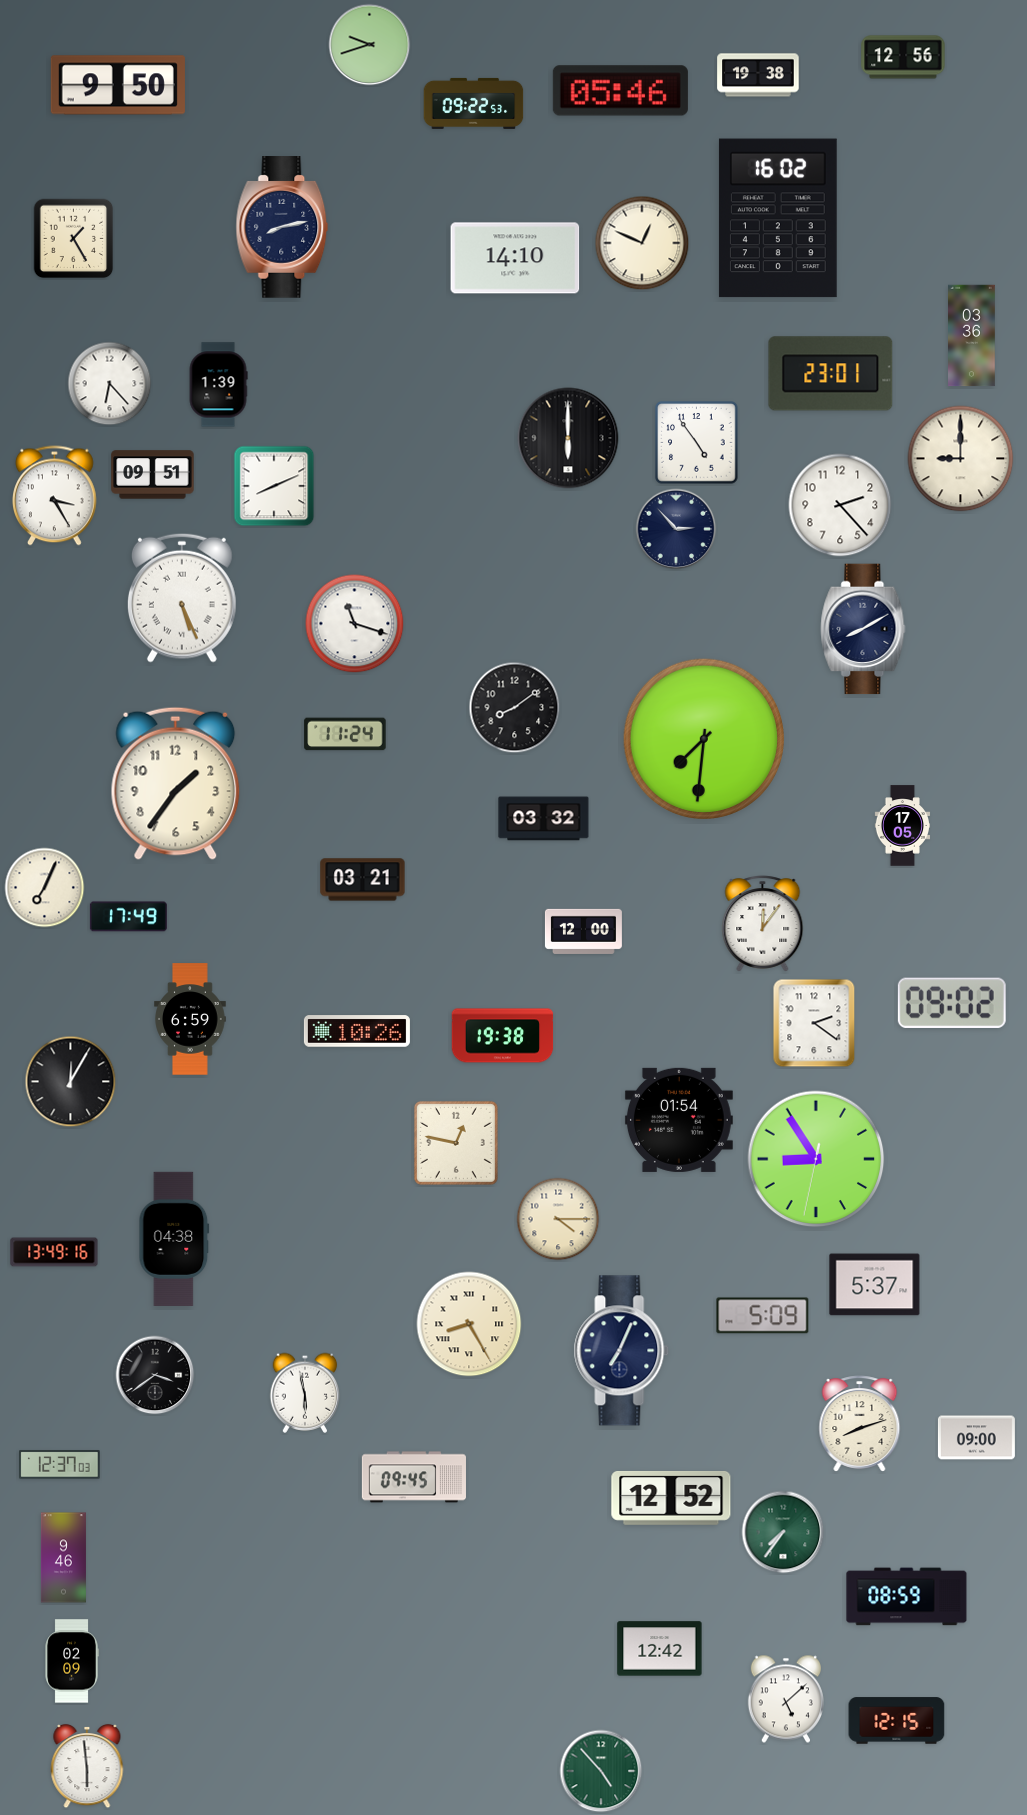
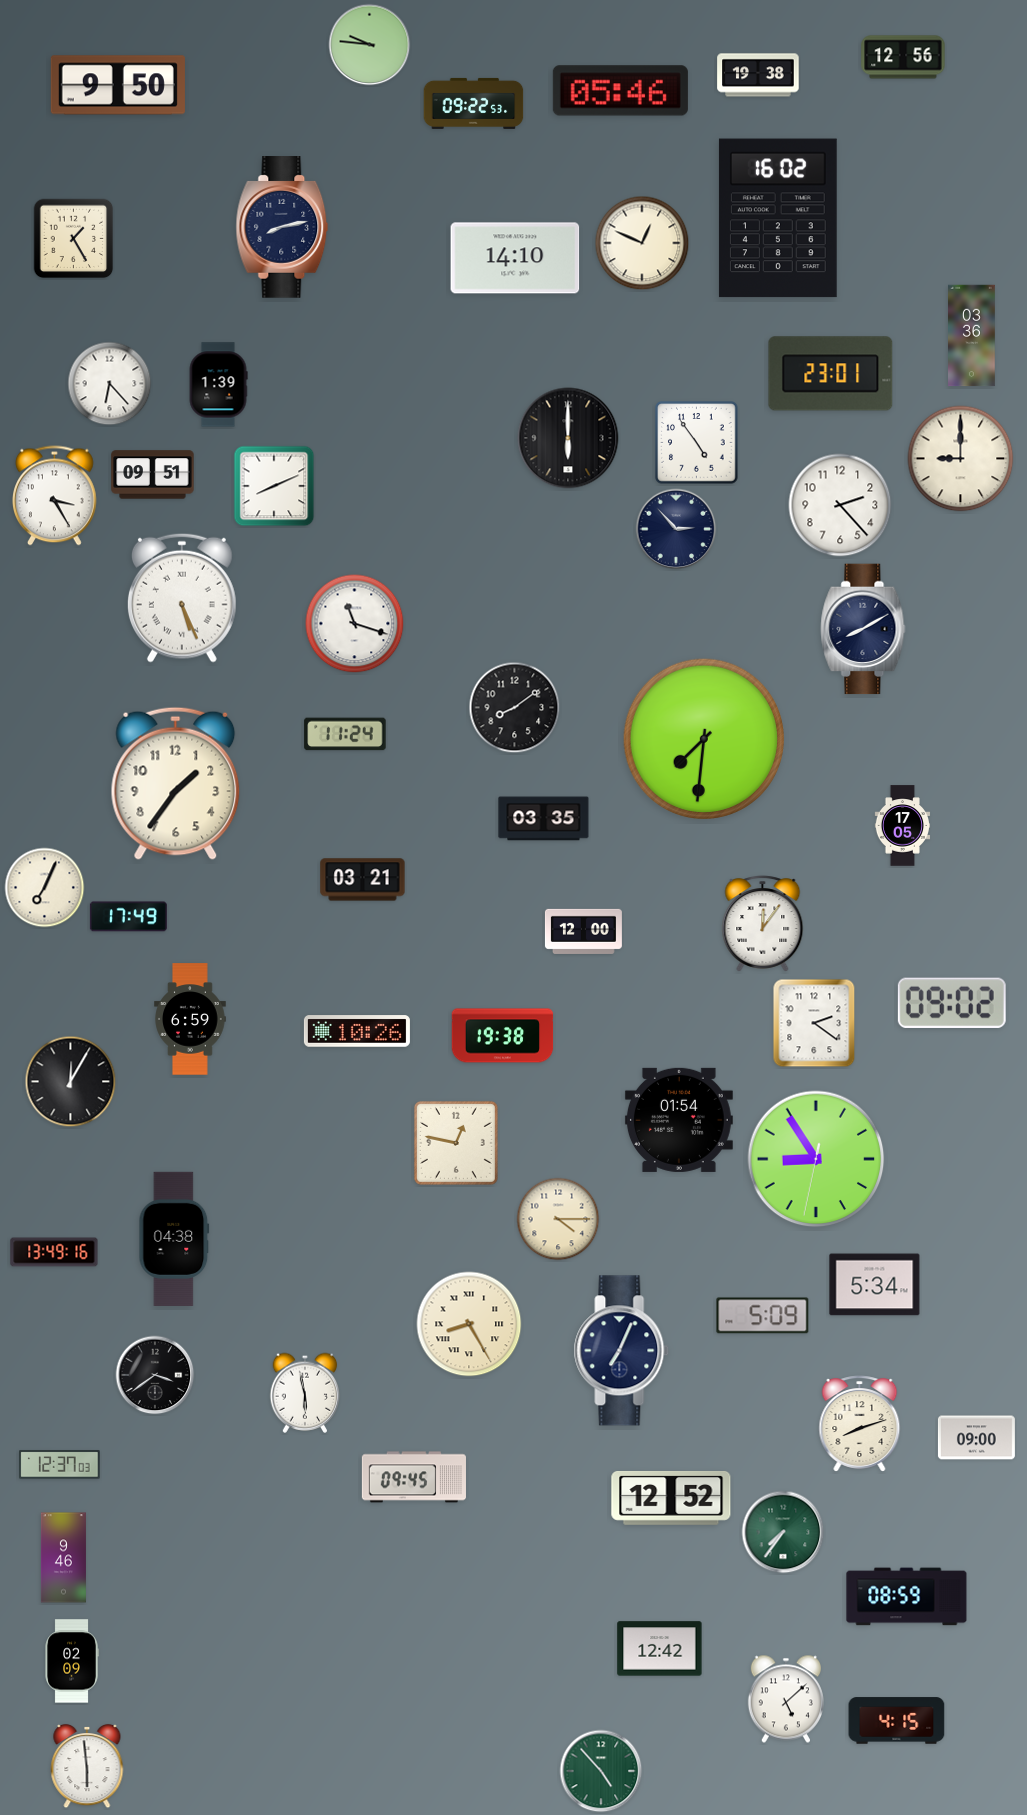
clock at (370, 45): 9:42 -> 9:46
clock at (544, 819): 03:32 -> 03:35
clock at (875, 1285): 5:37 -> 5:34
clock at (897, 1721): 12:15 -> 4:15
